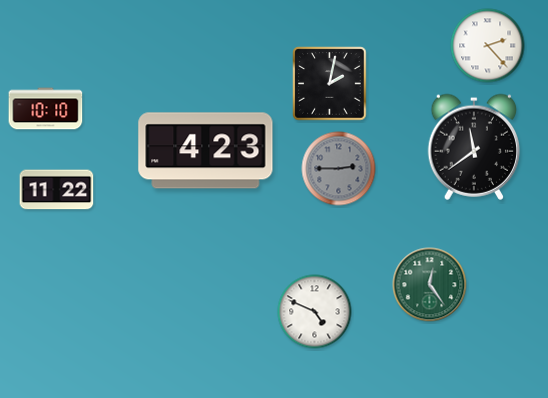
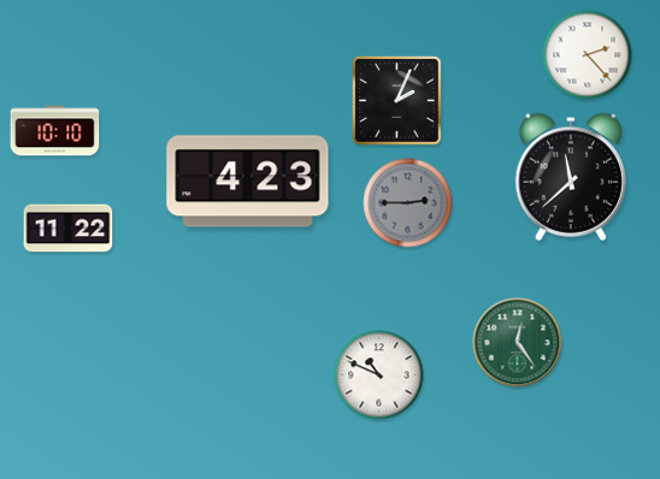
clock at (330, 84): 2:02 -> 2:04
clock at (474, 147): 11:39 -> 11:38
clock at (315, 312): 4:49 -> 10:49
